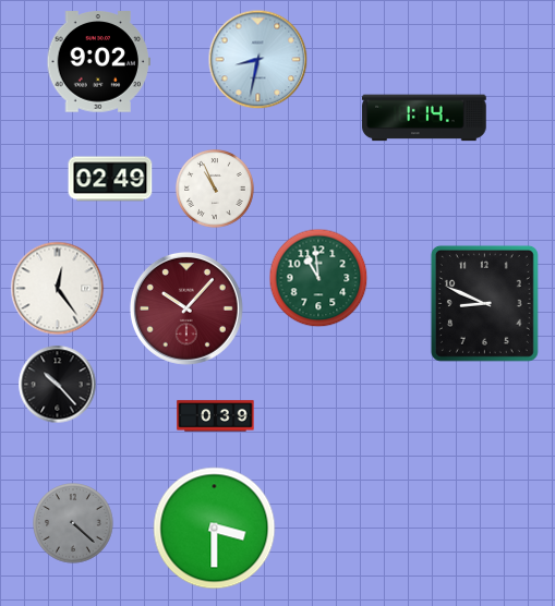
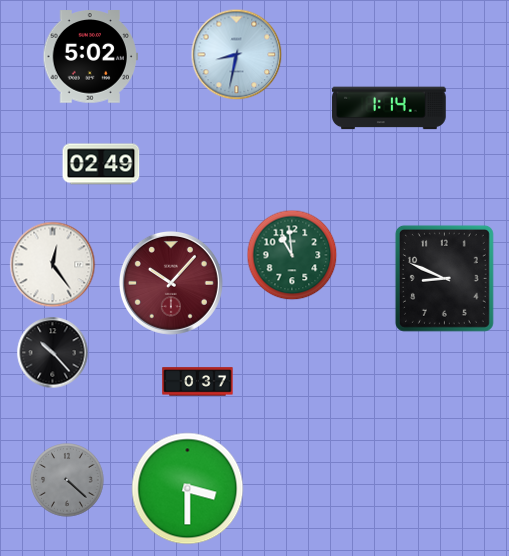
clock at (98, 62): 9:02 -> 5:02
clock at (216, 190): 10:56 -> none
clock at (216, 416): 0:39 -> 0:37
clock at (215, 529) position: (215, 529) -> (188, 489)
